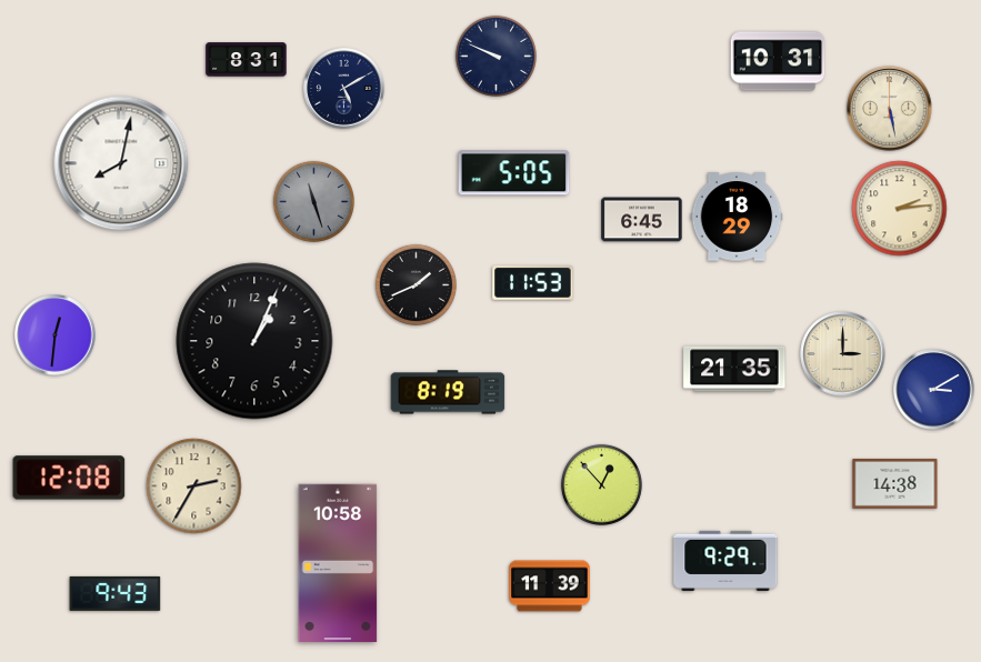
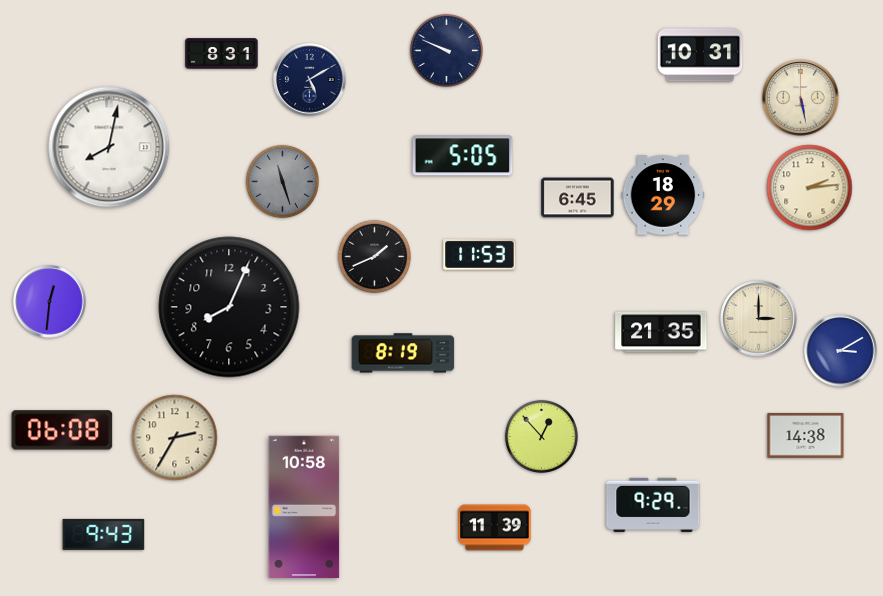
clock at (254, 341): 1:04 -> 8:04
clock at (69, 478): 12:08 -> 06:08
